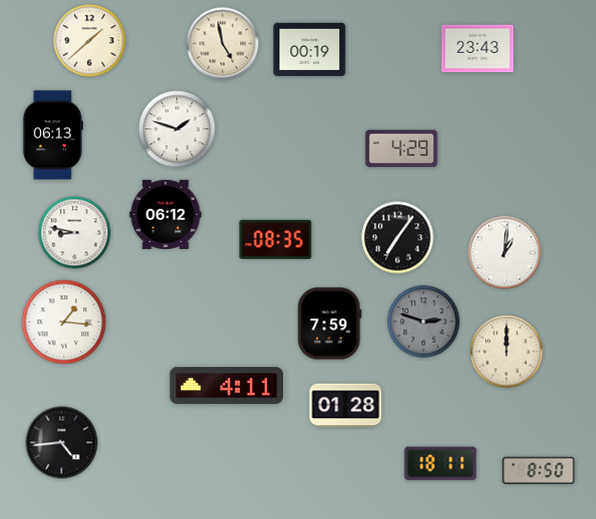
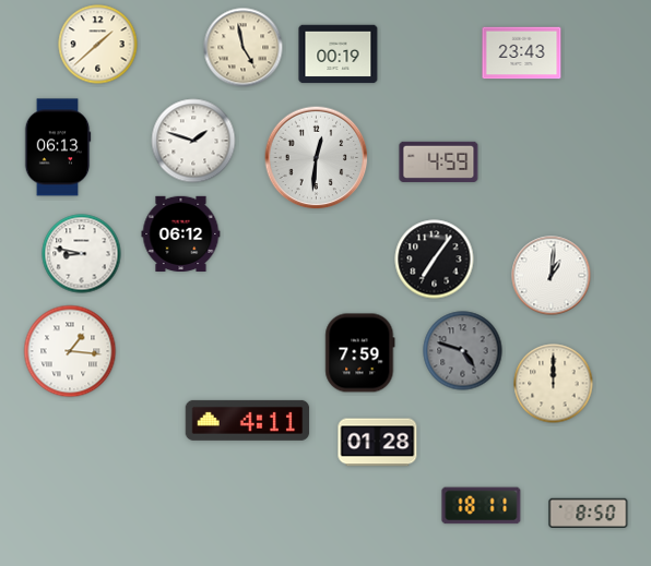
clock at (317, 158): none -> 12:31
clock at (402, 148): 4:29 -> 4:59
clock at (276, 239): 08:35 -> none
clock at (424, 322): 2:48 -> 4:48
clock at (62, 443): 4:44 -> none
